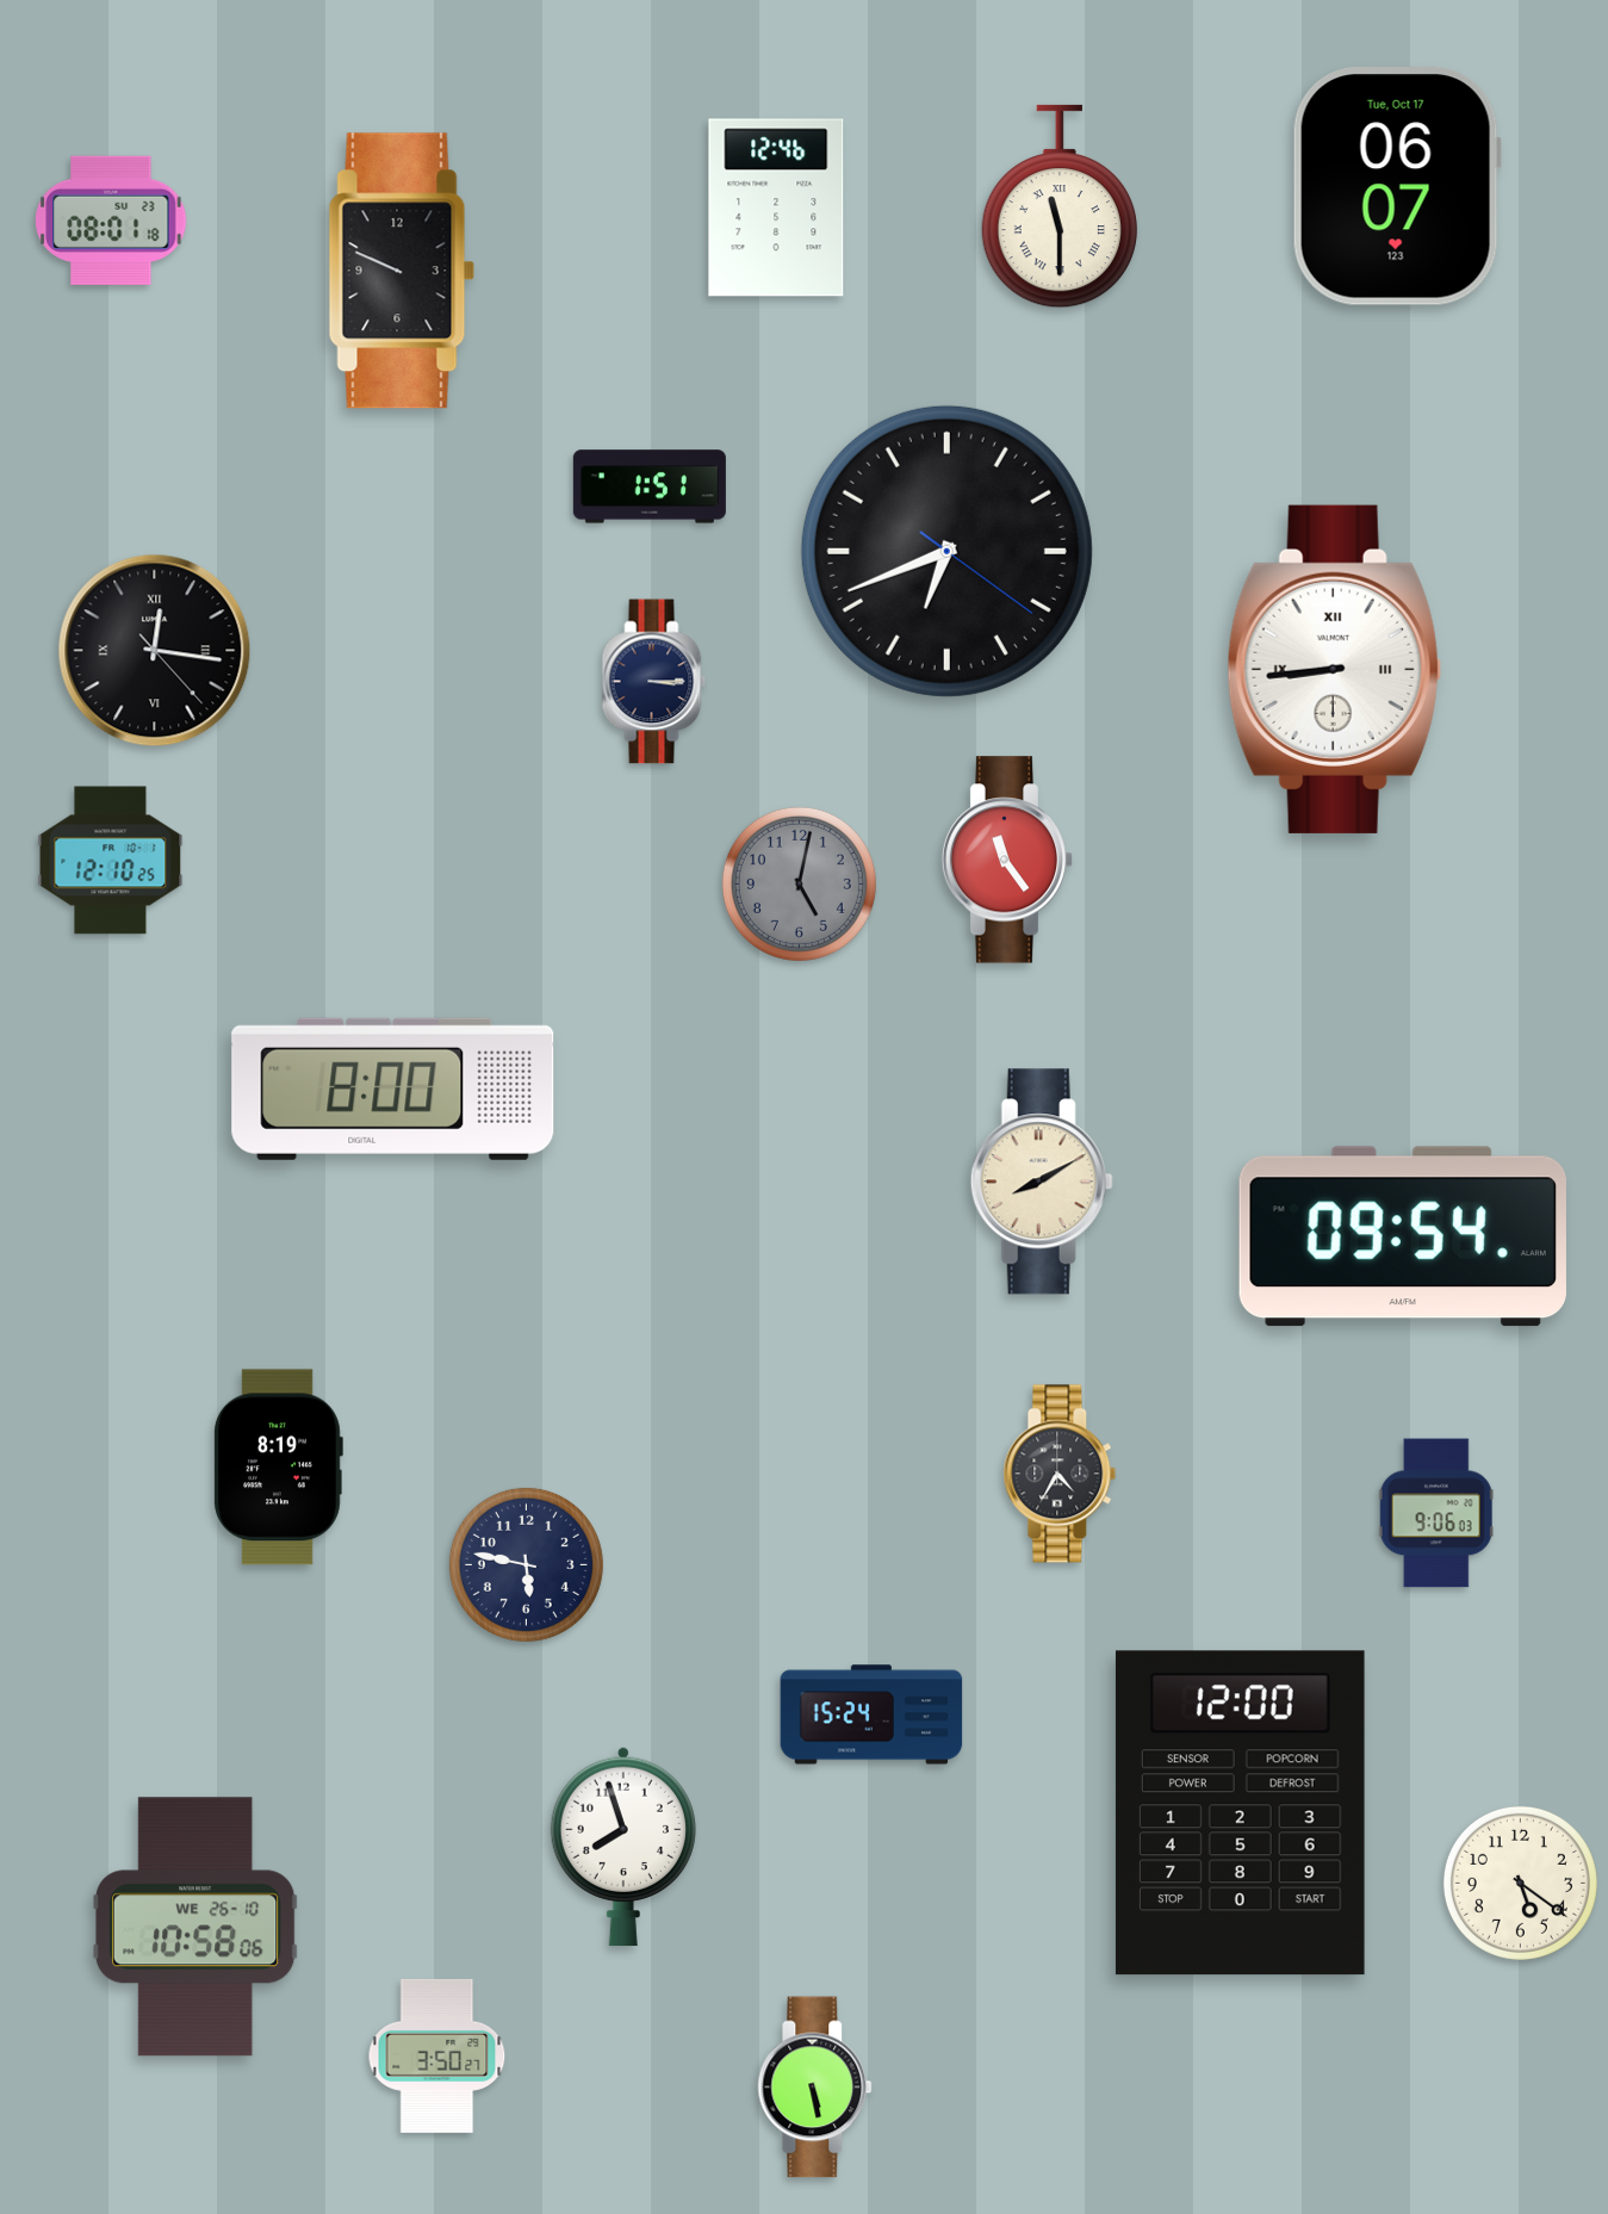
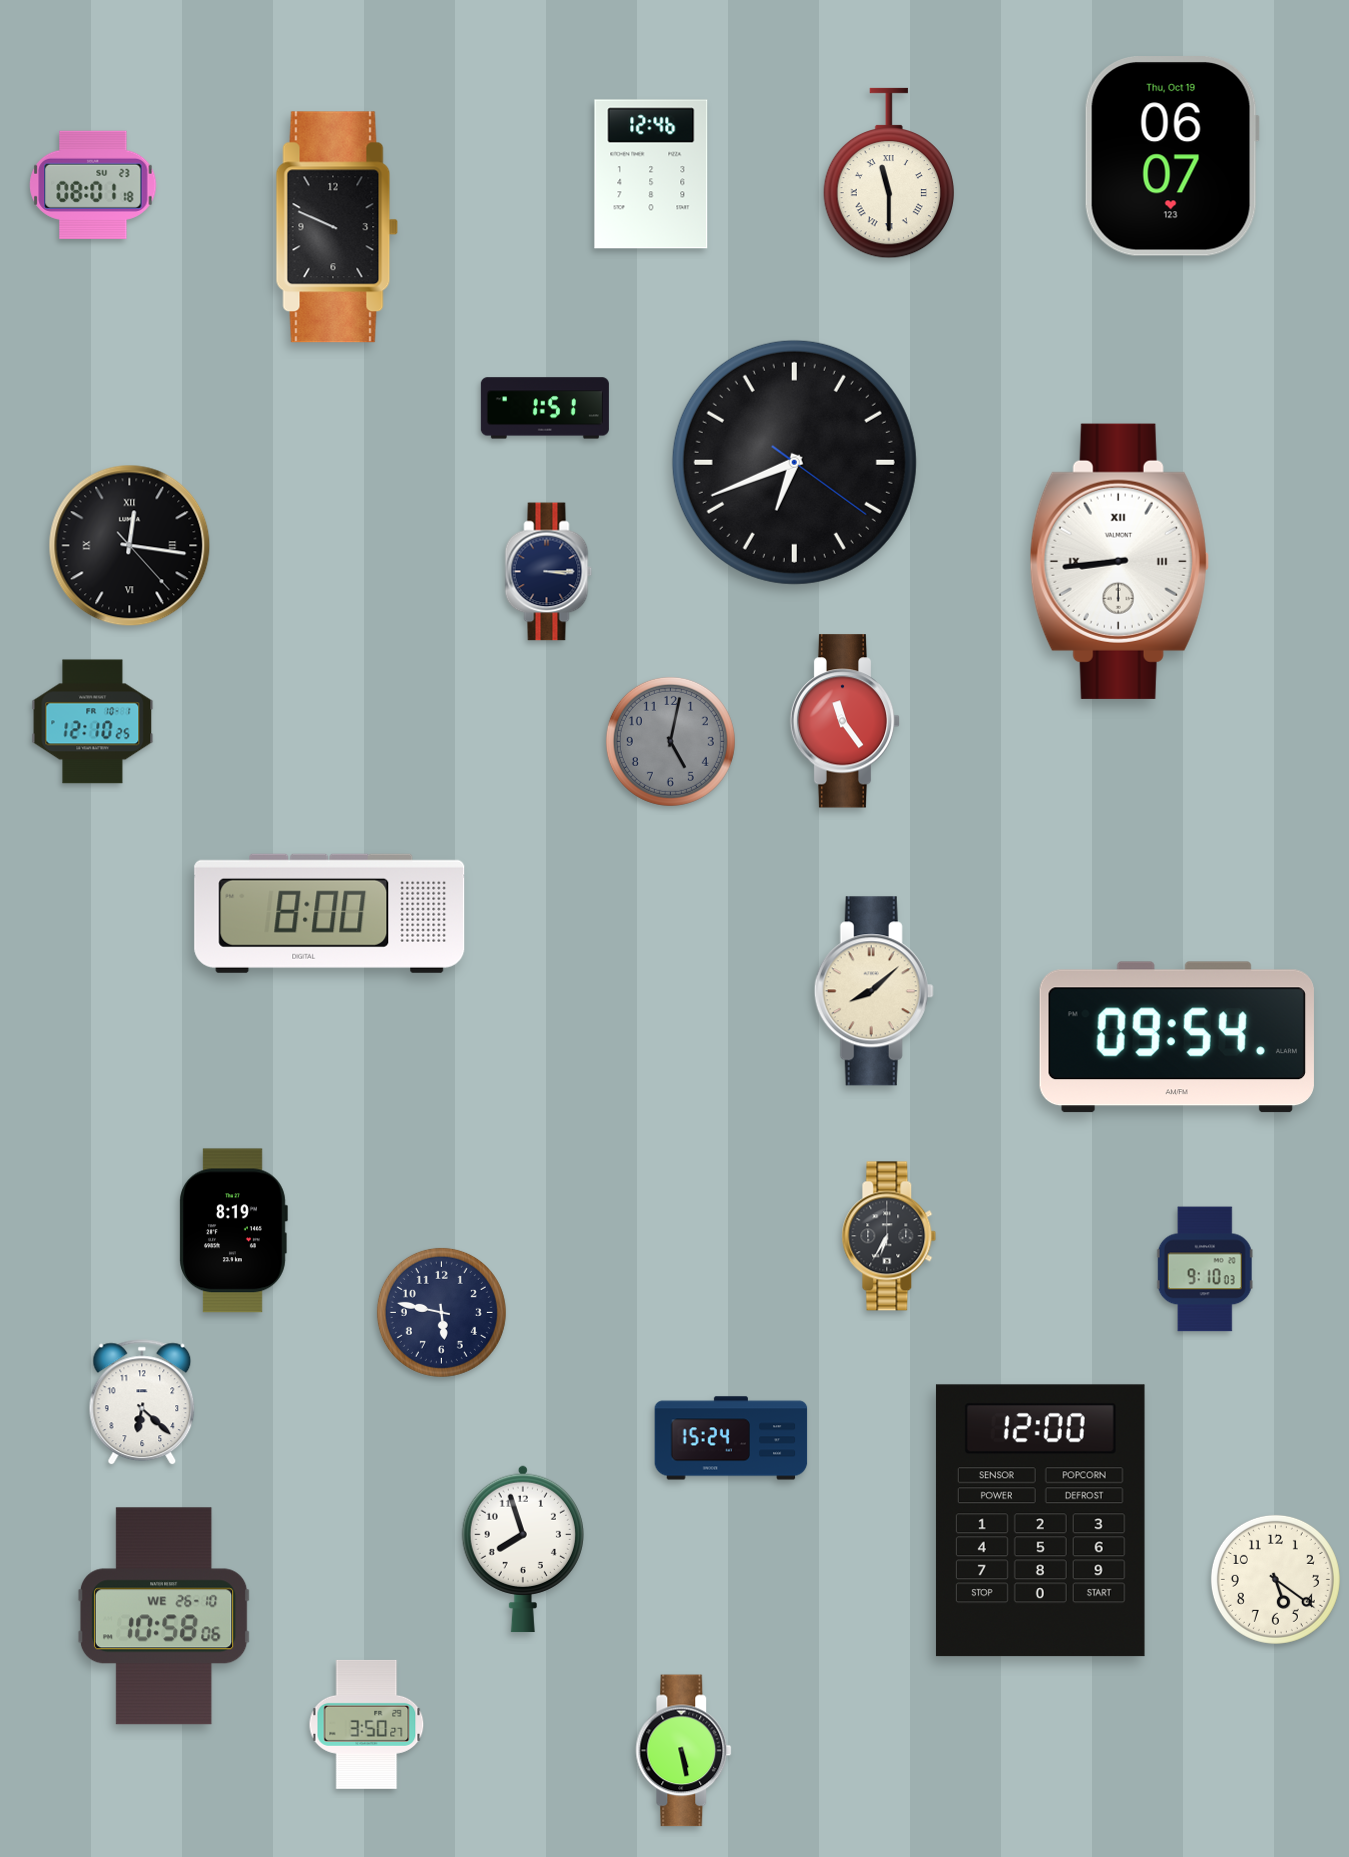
clock at (1397, 187) date: Tue, Oct 17 -> Thu, Oct 19
clock at (1042, 1182): 8:10 -> 8:08
clock at (1060, 1474): 4:35 -> 6:35
clock at (1436, 1513): 9:06 -> 9:10
clock at (142, 1403): none -> 6:22
